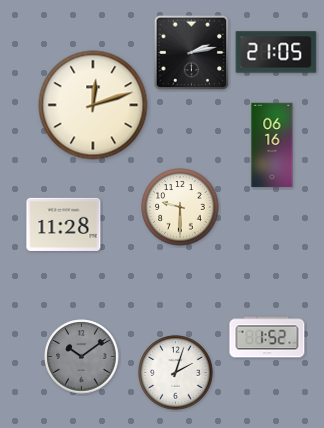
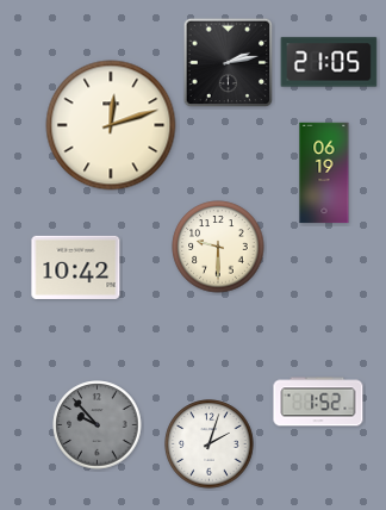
clock at (272, 145): 06:16 -> 06:19
clock at (180, 207) position: (180, 207) -> (218, 247)
clock at (64, 224): 11:28 -> 10:42
clock at (82, 357): 10:09 -> 9:53
